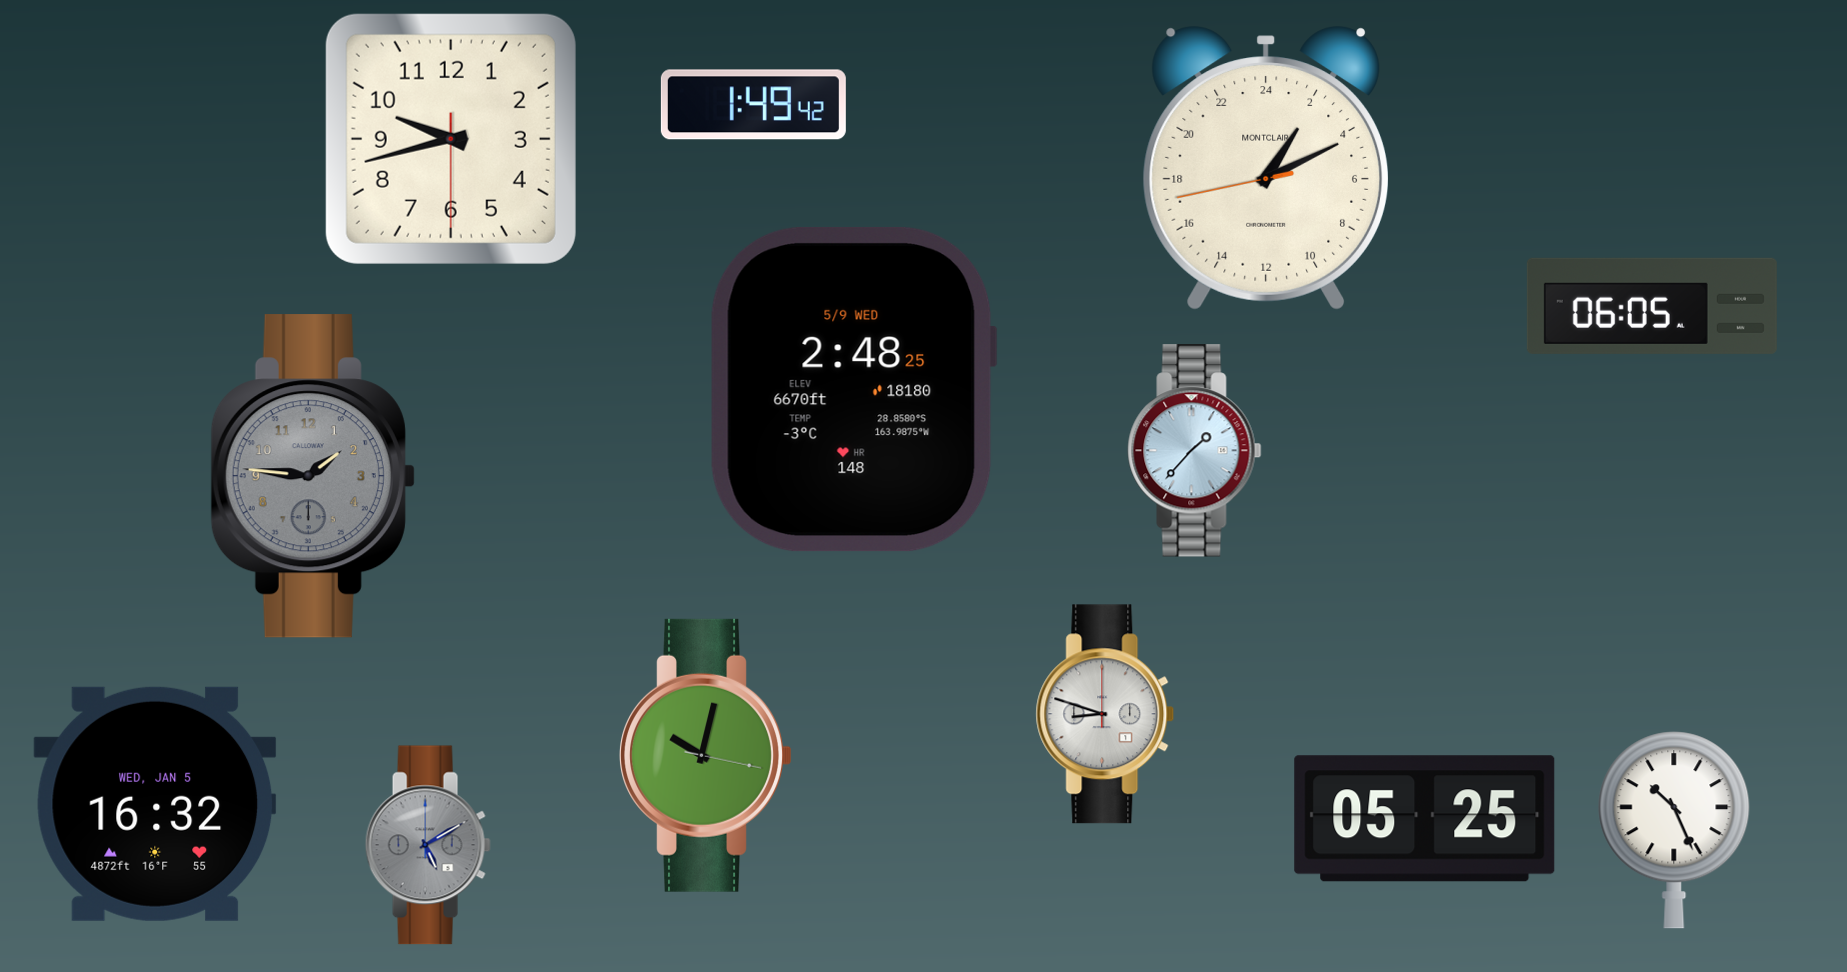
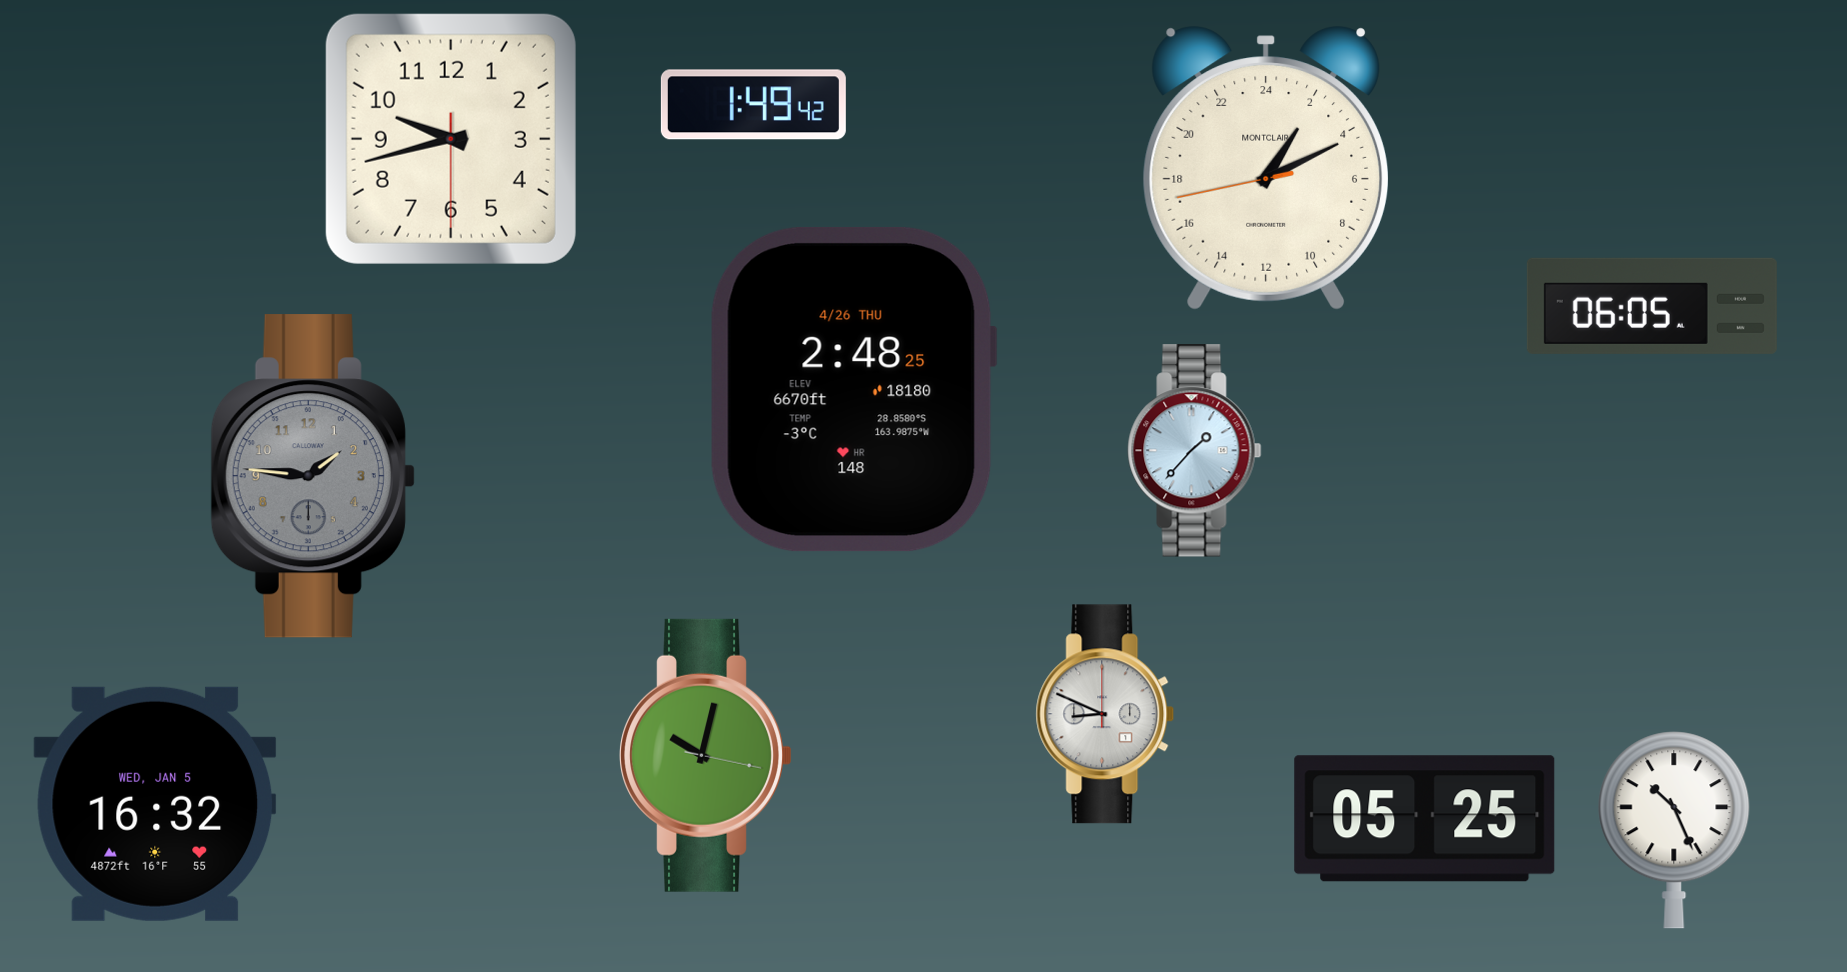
clock at (853, 389) date: 5/9 WED -> 4/26 THU
clock at (1105, 714): 8:48 -> 8:49
clock at (428, 845): 5:10 -> none
